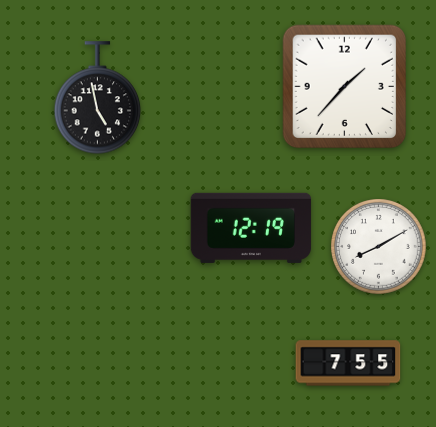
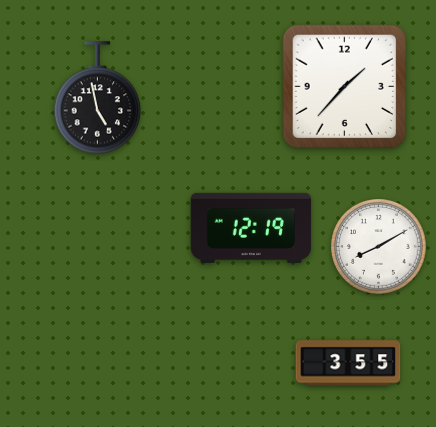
clock at (348, 363): 7:55 -> 3:55
